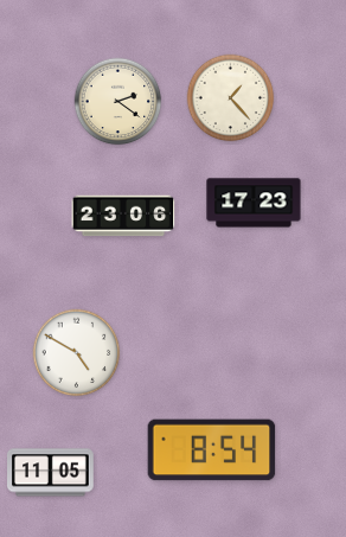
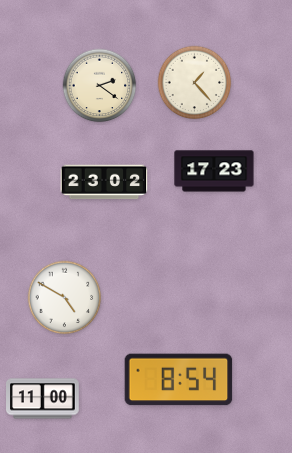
clock at (123, 216): 23:06 -> 23:02
clock at (51, 473): 11:05 -> 11:00
